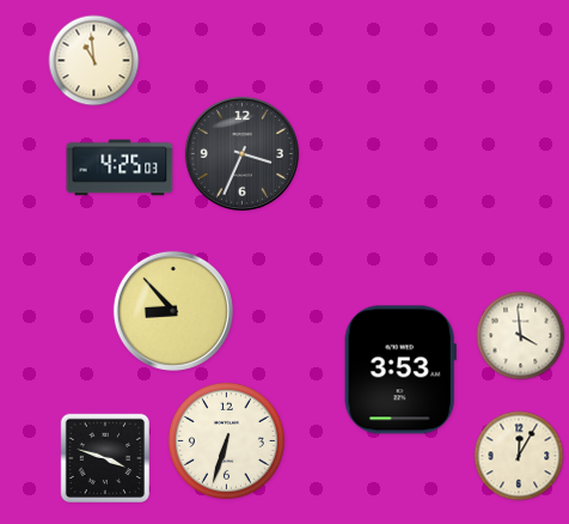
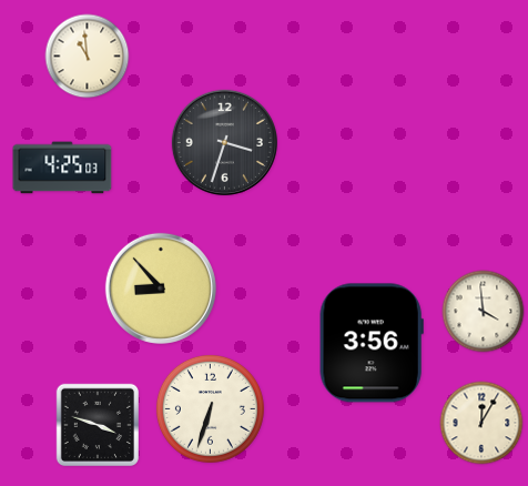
clock at (241, 153): 3:34 -> 3:33
clock at (120, 167) position: (120, 167) -> (62, 168)
clock at (400, 370): 3:53 -> 3:56
